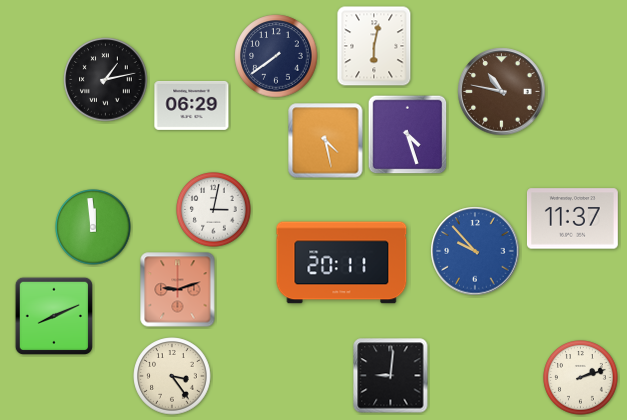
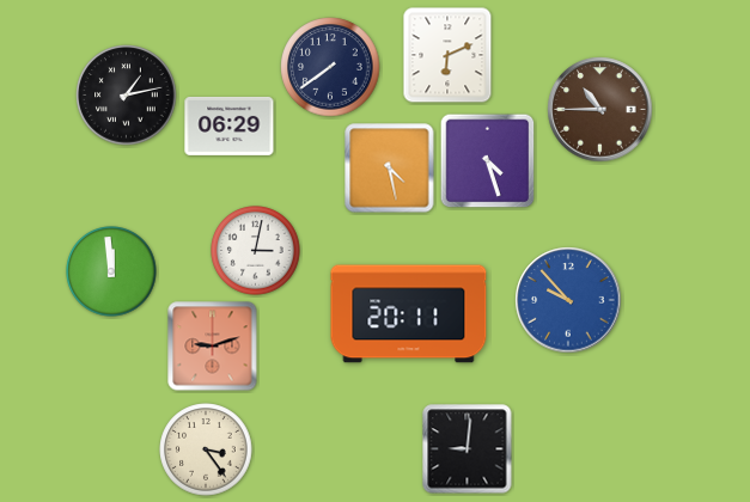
clock at (374, 46): 6:02 -> 6:11
clock at (502, 92): 10:47 -> 10:45
clock at (572, 219): 11:37 -> none
clock at (53, 315): 8:11 -> none
clock at (581, 378): 2:12 -> none
